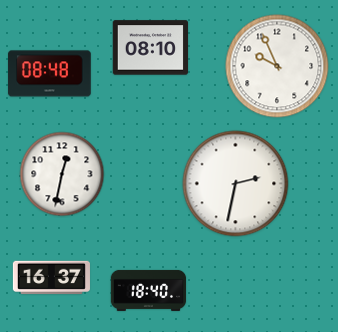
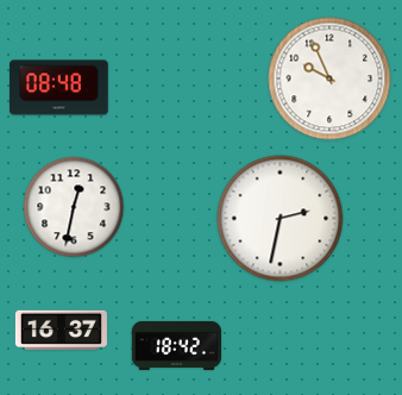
clock at (151, 48): 08:10 -> none
clock at (149, 290): 18:40 -> 18:42
